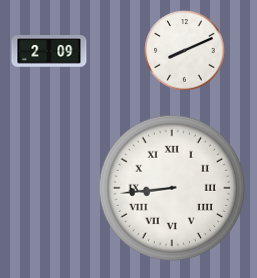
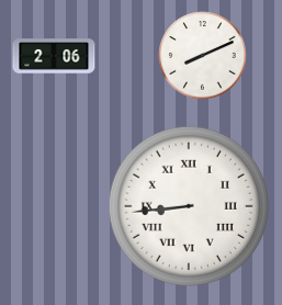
clock at (49, 51): 2:09 -> 2:06
